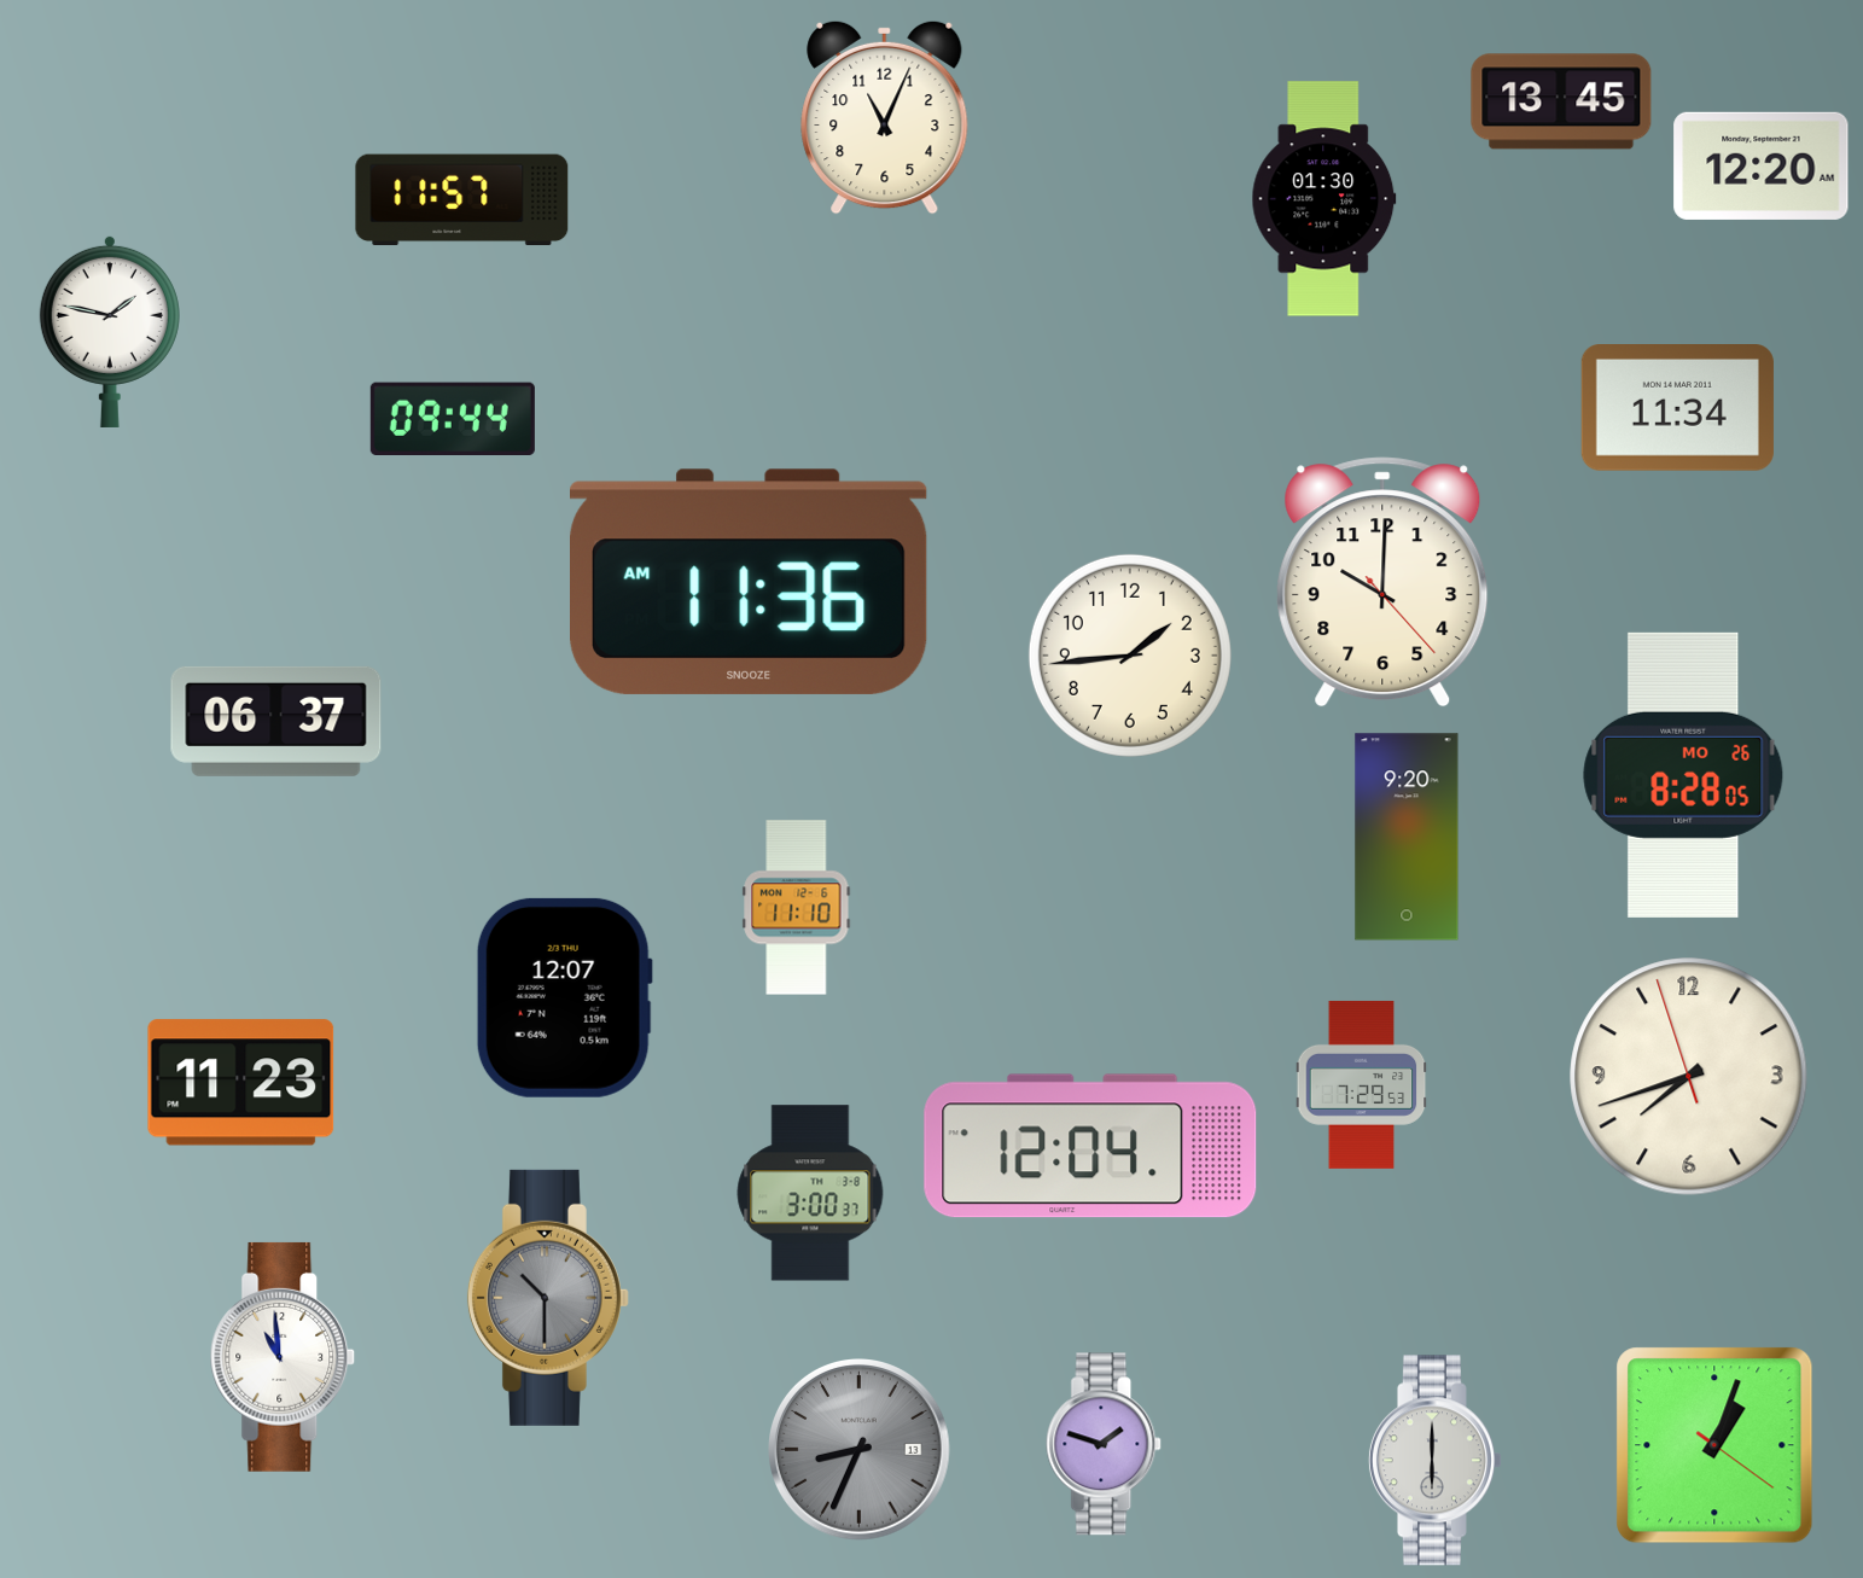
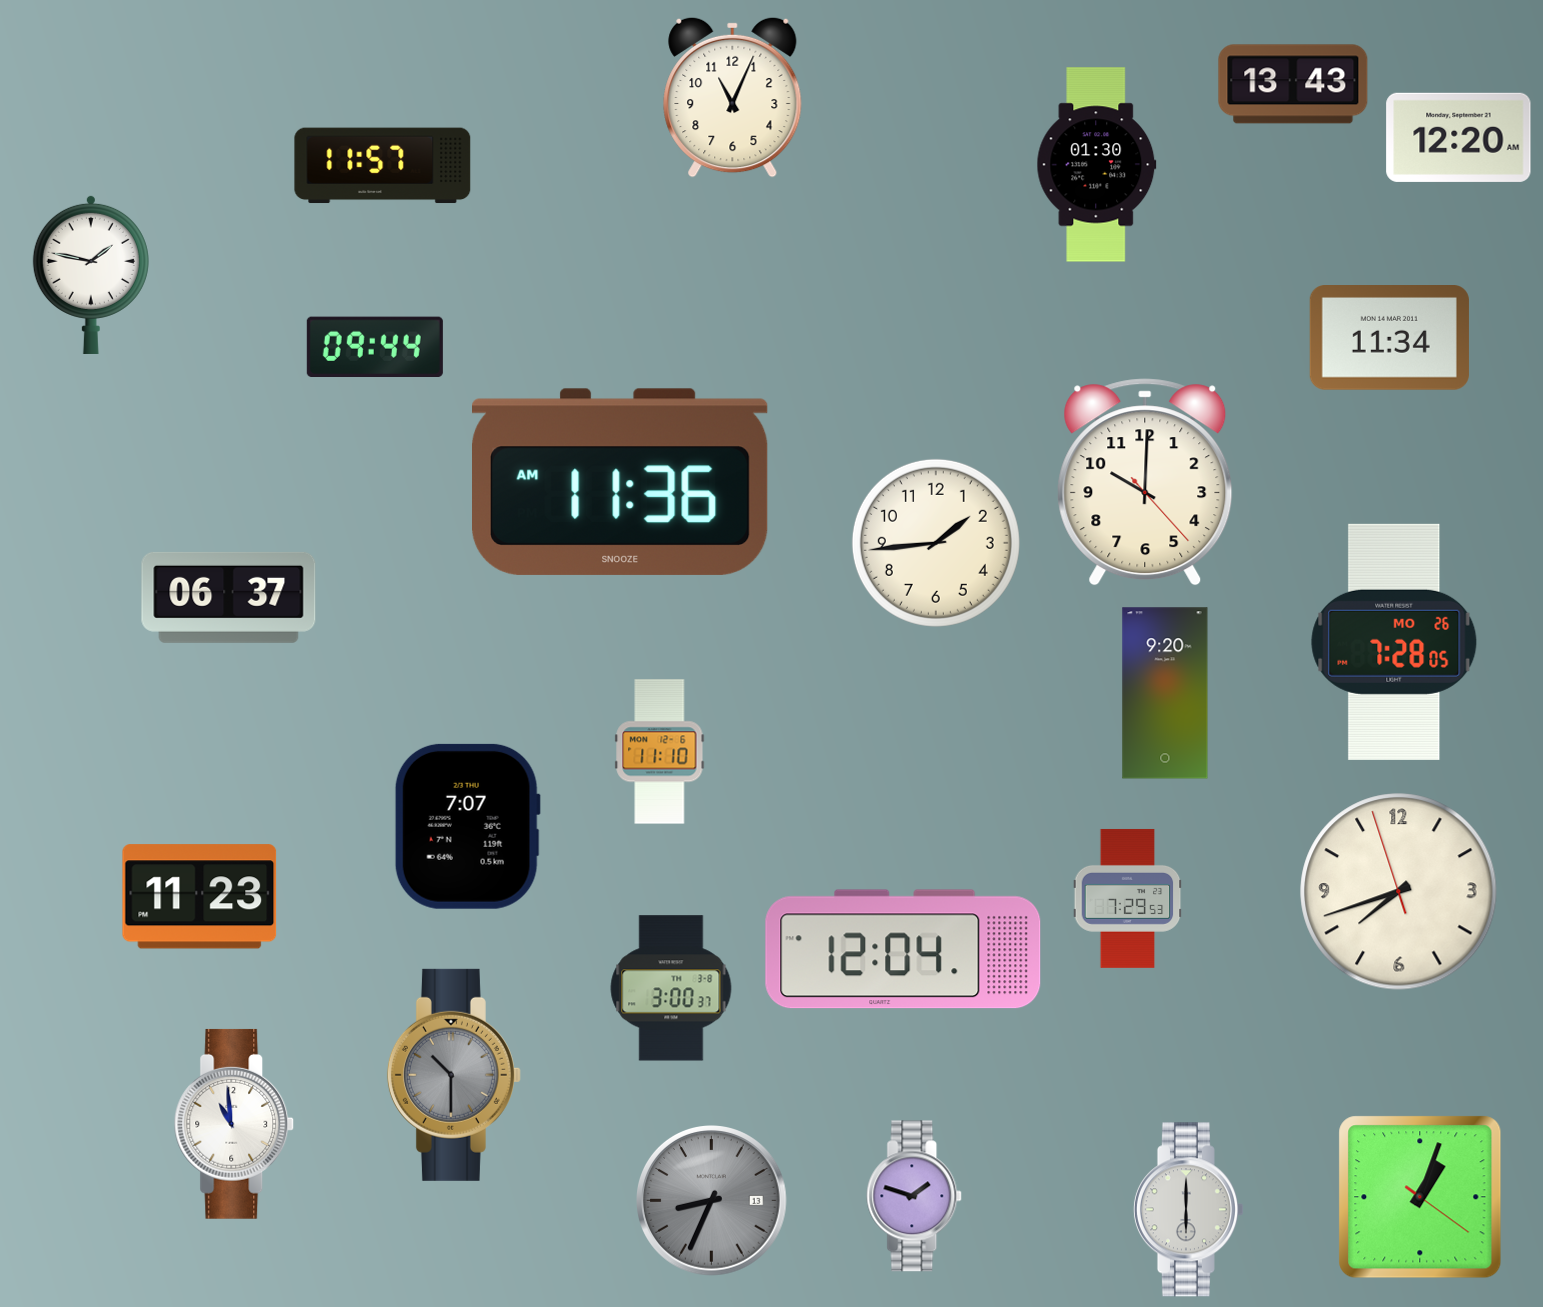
clock at (1561, 101): 13:45 -> 13:43
clock at (1683, 775): 8:28 -> 7:28
clock at (564, 997): 12:07 -> 7:07
